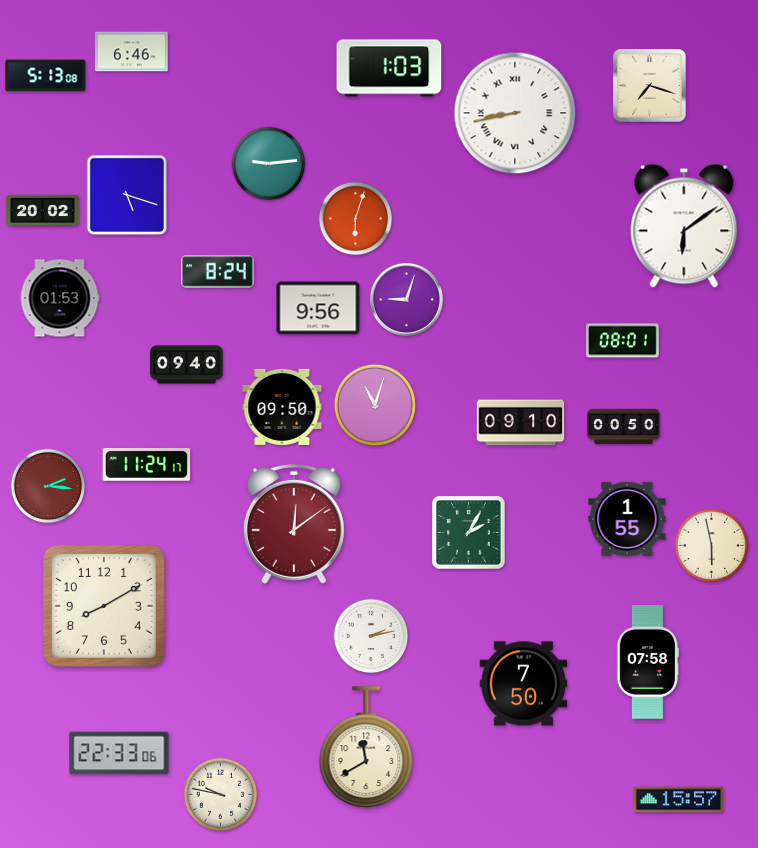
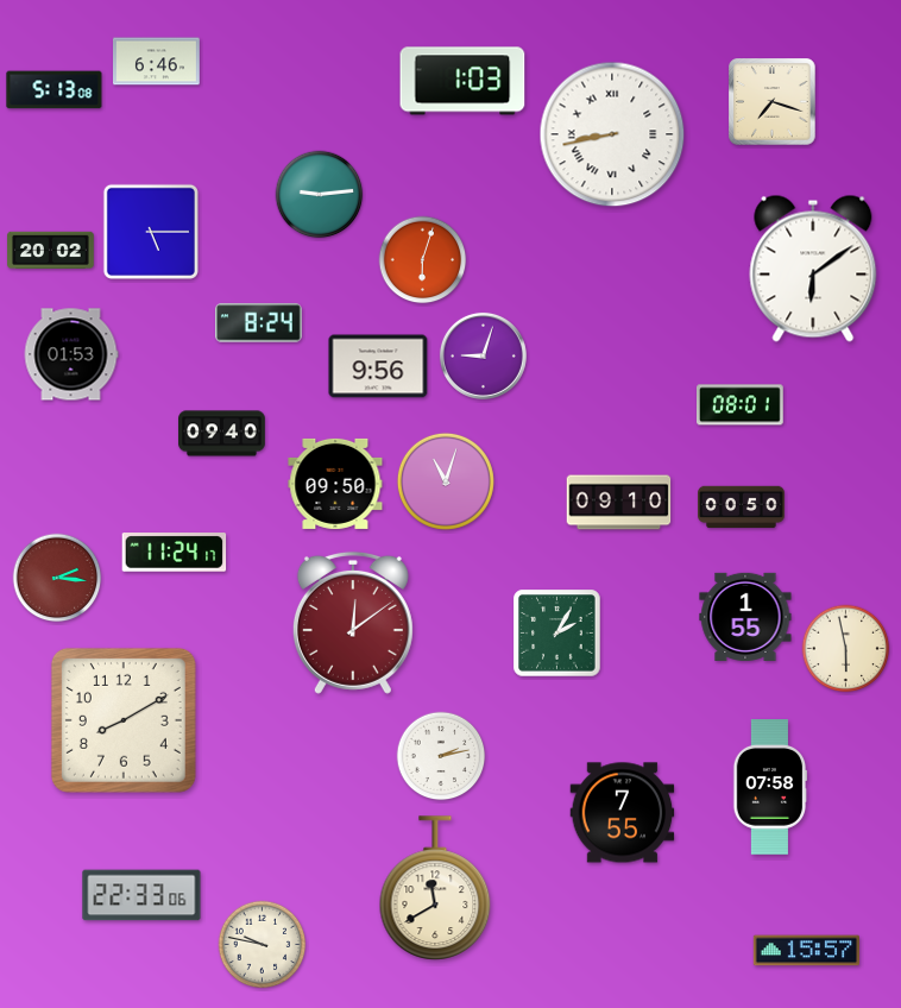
clock at (127, 195): 5:18 -> 5:15
clock at (294, 524) position: (294, 524) -> (353, 623)
clock at (524, 684): 7:50 -> 7:55
